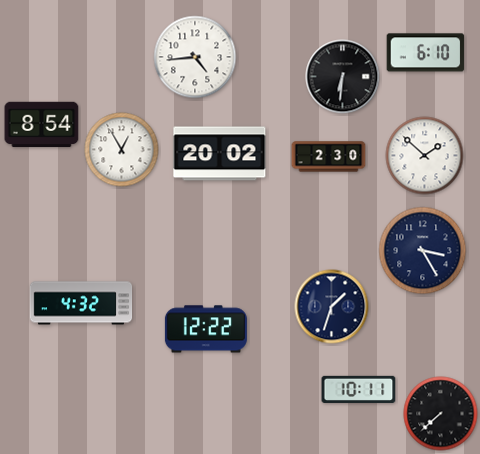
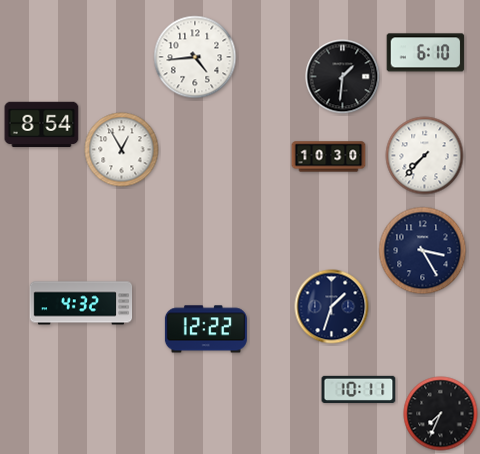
clock at (343, 77): 6:31 -> 1:31
clock at (220, 154): 20:02 -> none
clock at (425, 156): 1:52 -> 7:37
clock at (329, 157): 2:30 -> 10:30
clock at (441, 414): 7:38 -> 7:34
